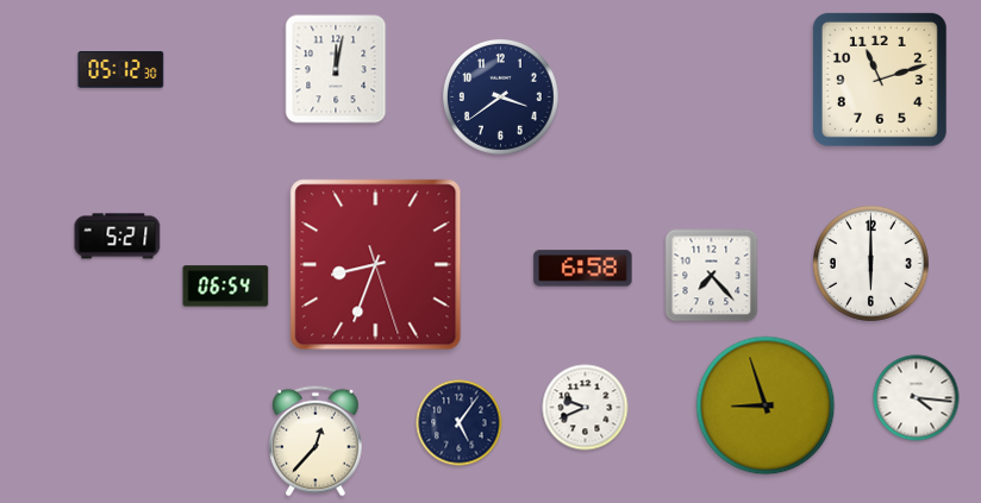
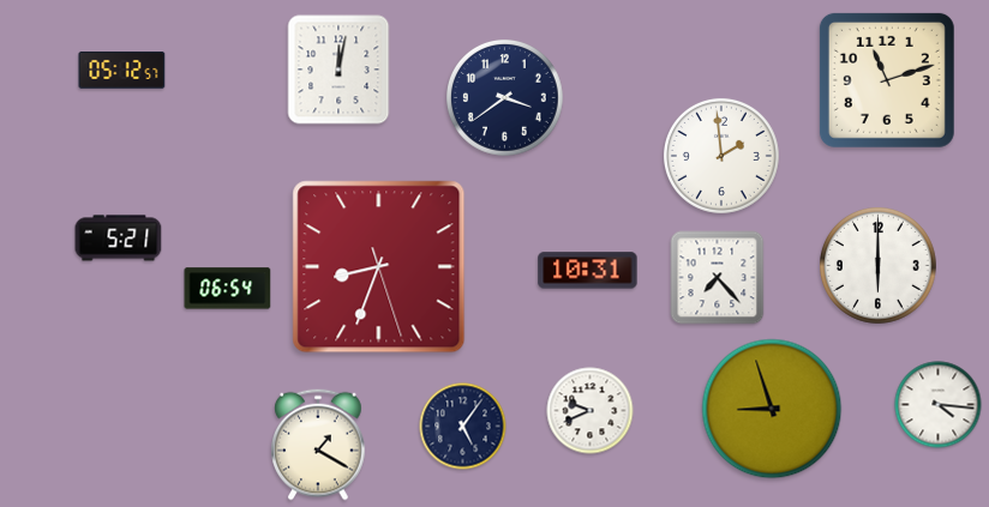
clock at (121, 70): 05:12:30 -> 05:12:57
clock at (721, 156): none -> 1:59
clock at (583, 269): 6:58 -> 10:31
clock at (917, 398) position: (917, 398) -> (939, 405)
clock at (315, 441): 12:37 -> 1:20
